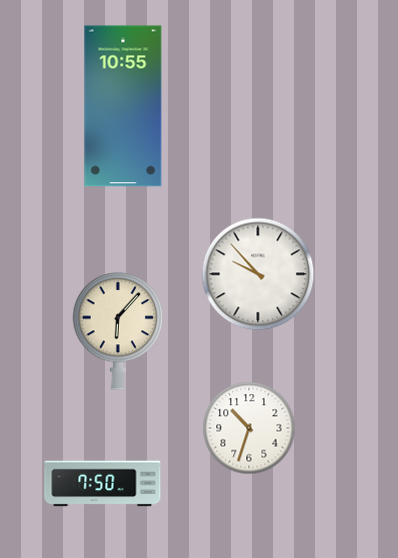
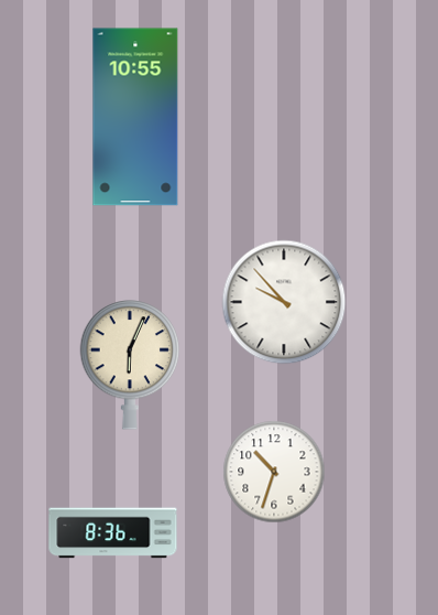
clock at (118, 331): 6:07 -> 6:04
clock at (103, 484): 7:50 -> 8:36
